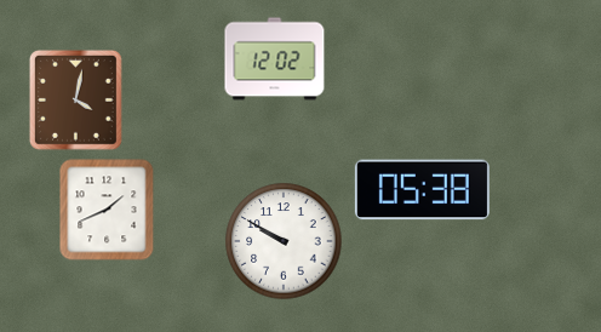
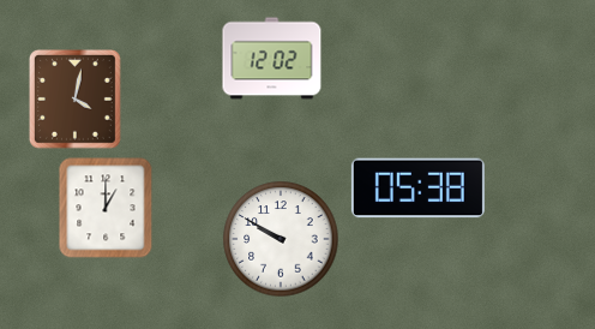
clock at (107, 210): 1:41 -> 1:00
